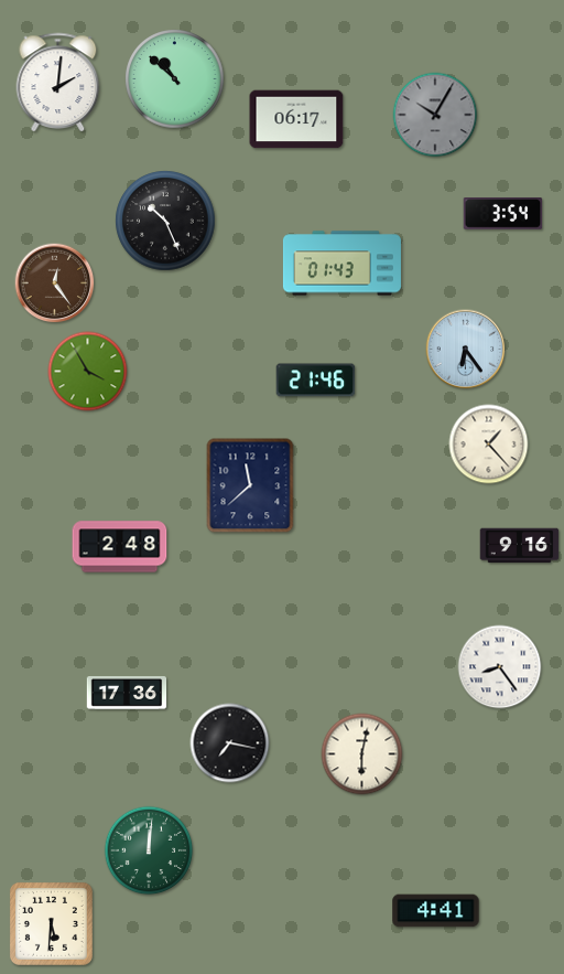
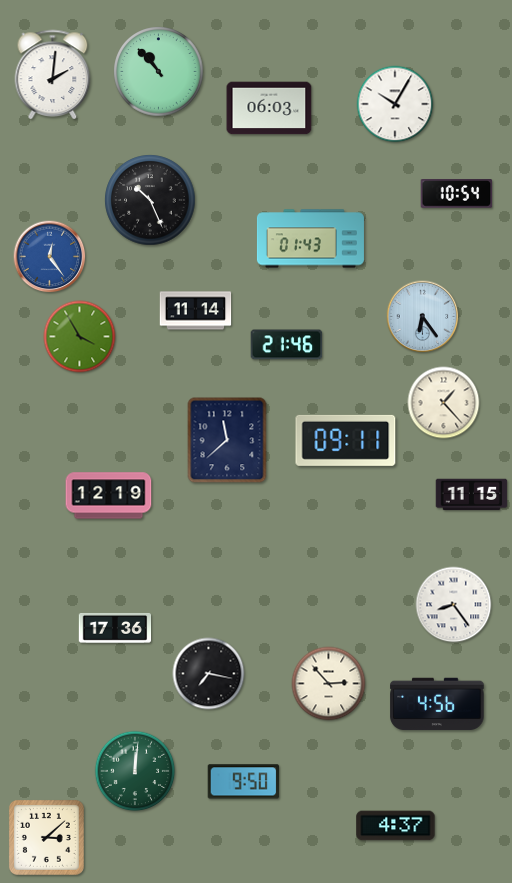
clock at (175, 79): 10:52 -> 10:53
clock at (435, 115) dial: grey -> white
clock at (296, 119): 06:17 -> 06:03
clock at (503, 214): 3:54 -> 10:54
clock at (55, 283) dial: brown -> blue
clock at (196, 311): none -> 11:14
clock at (346, 440): none -> 09:11
clock at (520, 546): 9:16 -> 11:15
clock at (120, 547): 2:48 -> 12:19
clock at (362, 754): 6:02 -> 2:53
clock at (437, 704): none -> 4:56
clock at (244, 782): none -> 9:50
clock at (436, 911): 4:41 -> 4:37
clock at (51, 923): 5:31 -> 3:08
